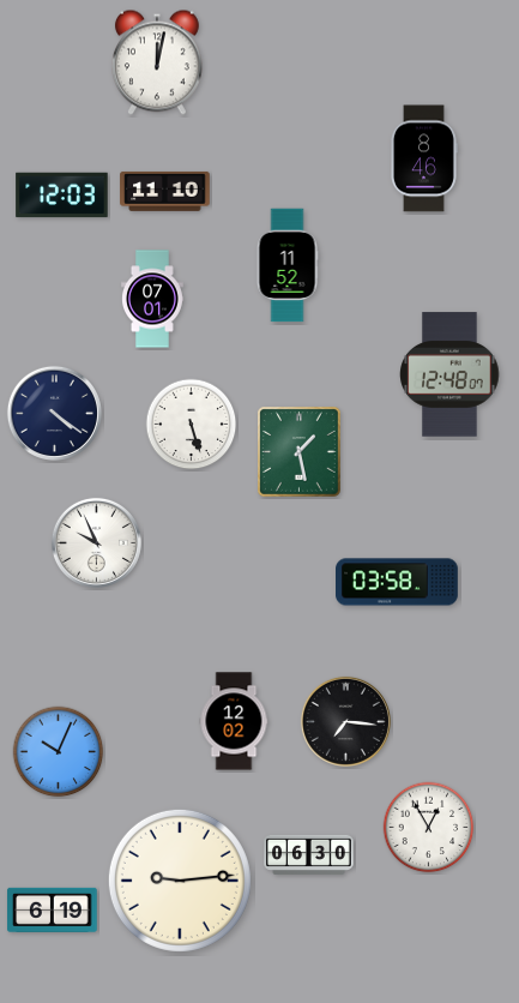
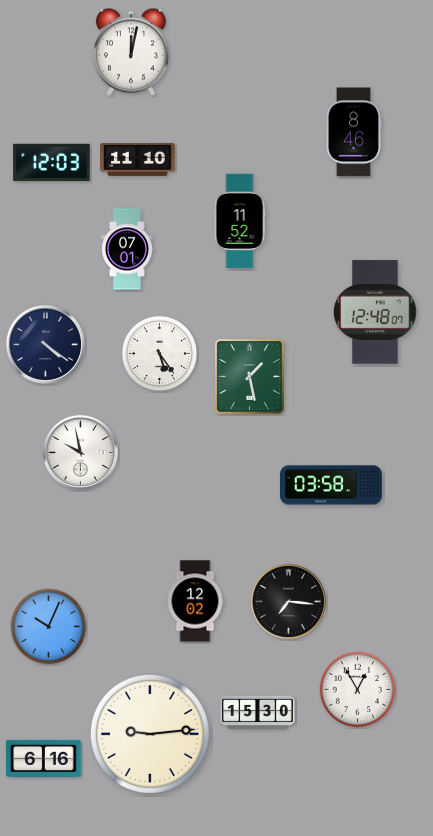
clock at (192, 425): 5:27 -> 5:24
clock at (96, 542): 9:56 -> 9:58
clock at (309, 854): 06:30 -> 15:30
clock at (53, 909): 6:19 -> 6:16
